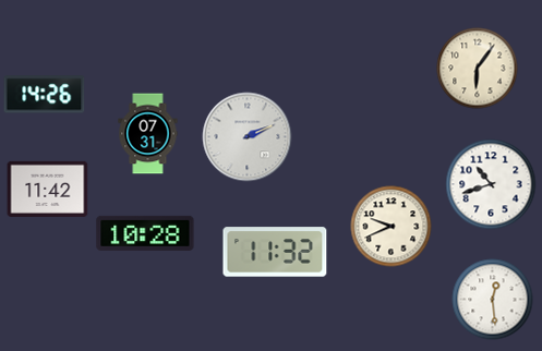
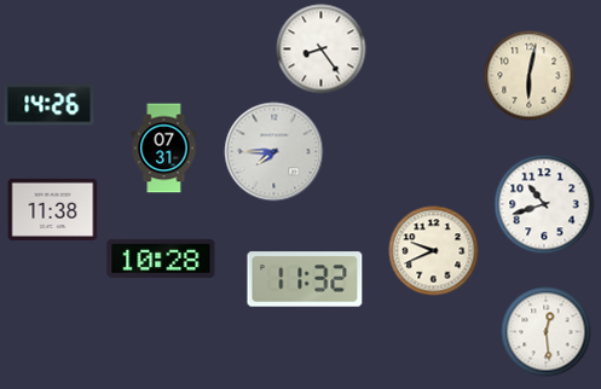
clock at (322, 50): none -> 8:24
clock at (478, 69): 6:06 -> 6:02
clock at (248, 137): 2:11 -> 7:45
clock at (48, 189): 11:42 -> 11:38
